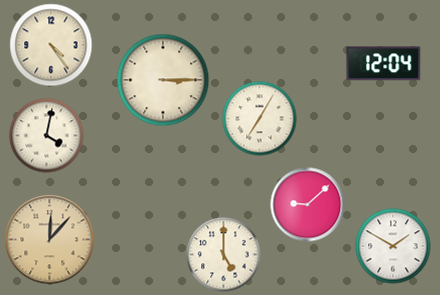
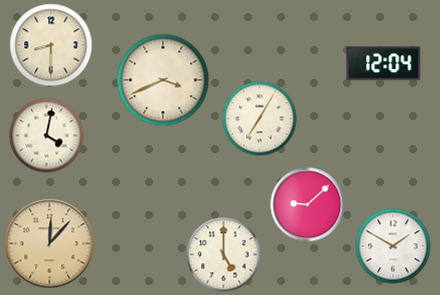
clock at (51, 45): 4:24 -> 8:30
clock at (163, 80): 3:15 -> 3:41
clock at (50, 240) position: (50, 240) -> (50, 244)
